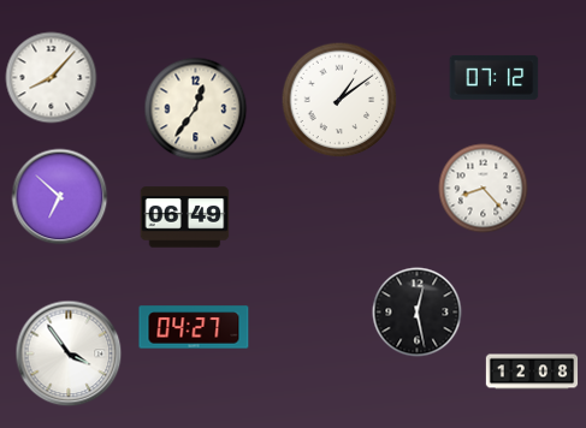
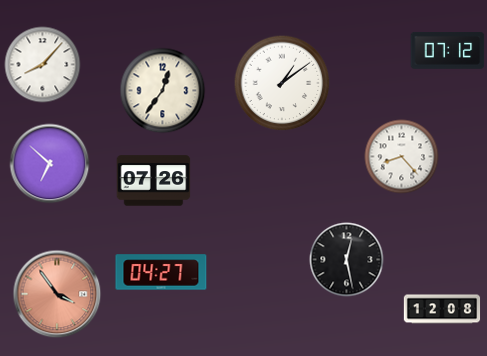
clock at (495, 78) position: (495, 78) -> (448, 51)
clock at (185, 218): 06:49 -> 07:26
clock at (69, 353) dial: white -> salmon
